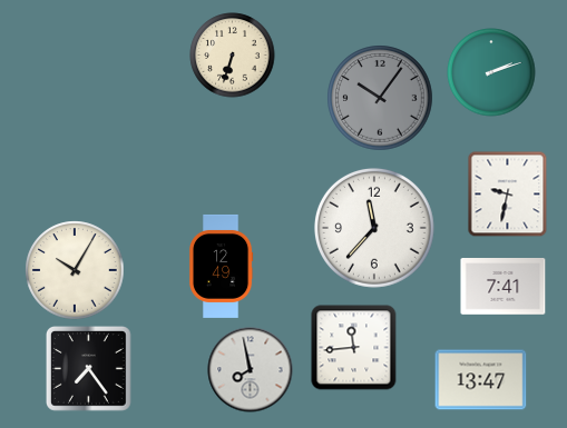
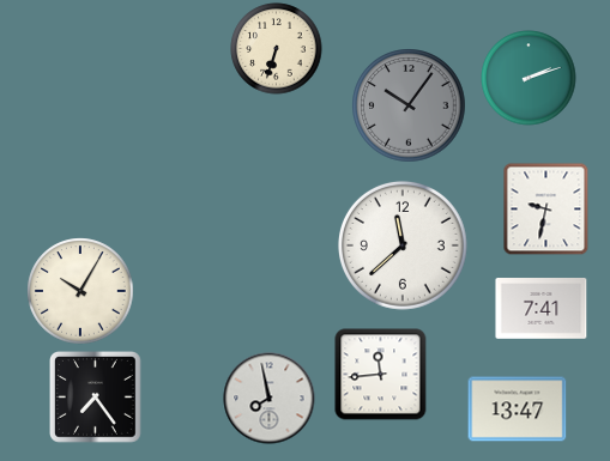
clock at (233, 56) position: (233, 56) -> (277, 49)
clock at (374, 228): 11:37 -> 11:38
clock at (221, 266): 12:49 -> none
